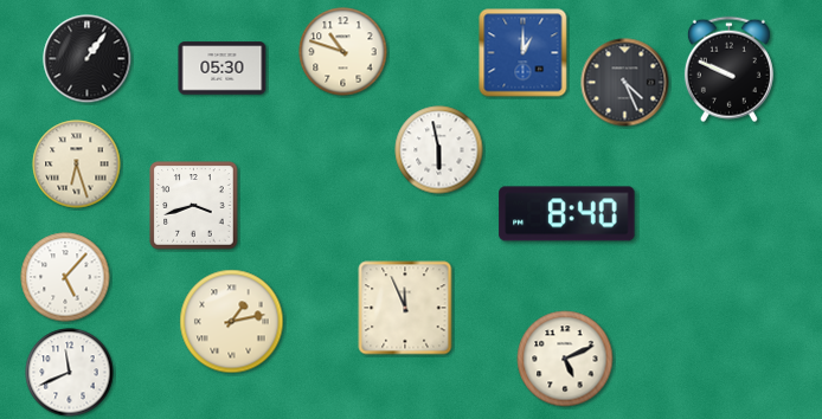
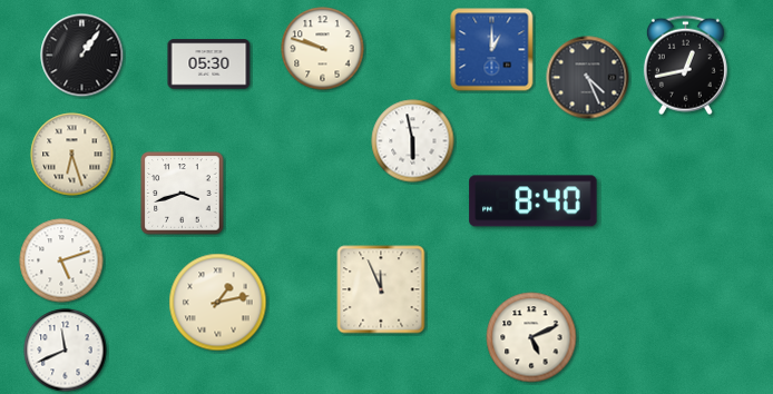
clock at (343, 52): 10:48 -> 9:48
clock at (728, 70): 9:49 -> 12:43
clock at (65, 277): 5:07 -> 5:12
